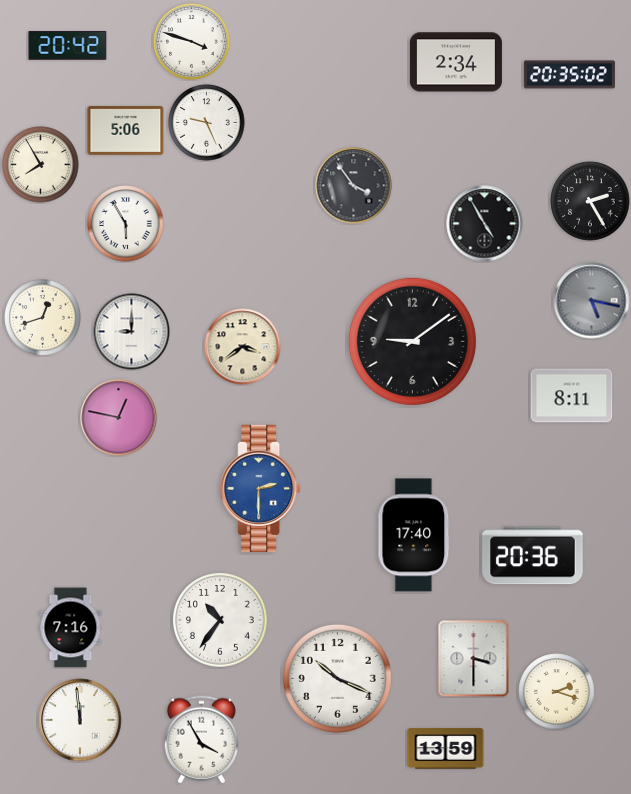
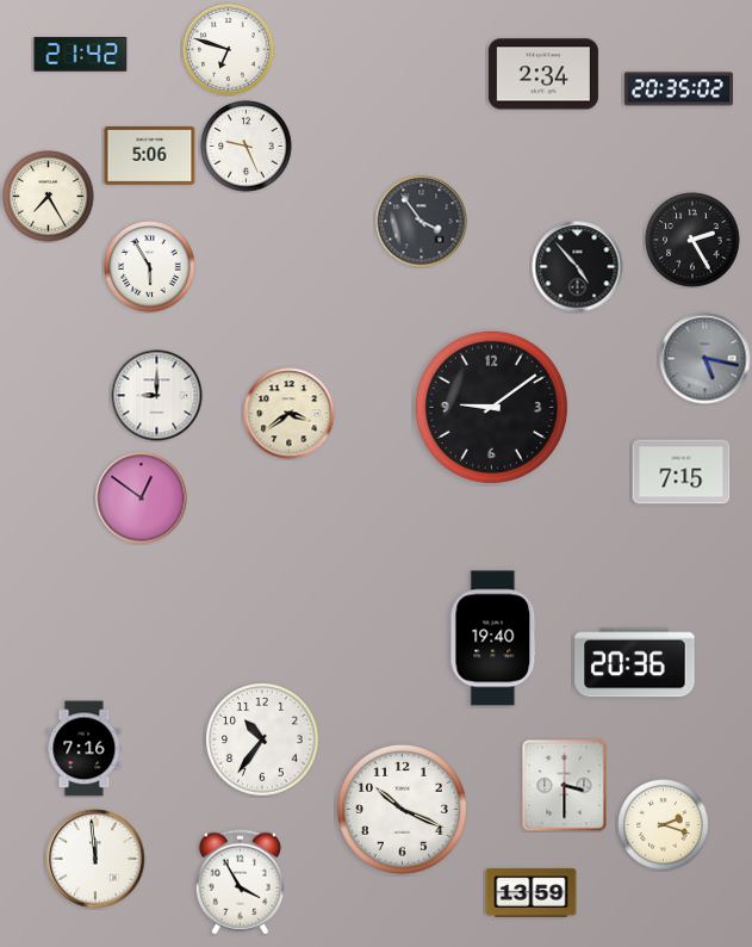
clock at (192, 42): 3:48 -> 6:48
clock at (68, 46): 20:42 -> 21:42
clock at (41, 165): 7:55 -> 7:25
clock at (590, 201) position: (590, 201) -> (692, 240)
clock at (485, 224): 4:55 -> 4:53
clock at (43, 318): 12:42 -> none
clock at (572, 396): 8:11 -> 7:15
clock at (119, 418): 12:47 -> 12:51
clock at (261, 488): 2:30 -> none
clock at (414, 535): 17:40 -> 19:40
